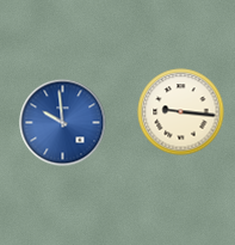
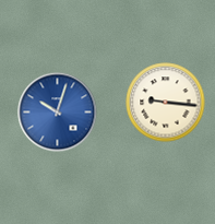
clock at (63, 123): 9:59 -> 10:03
